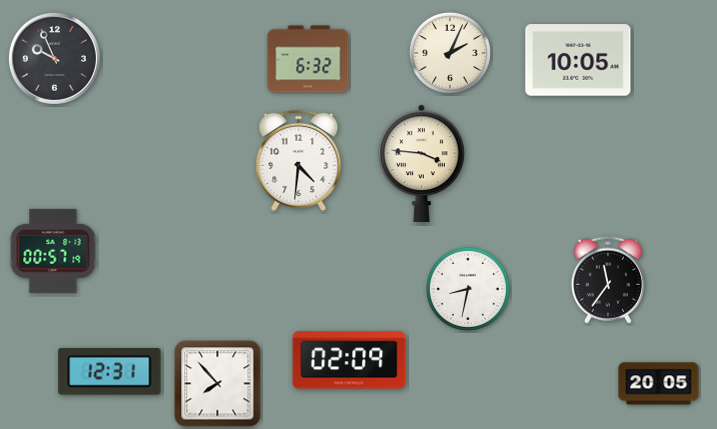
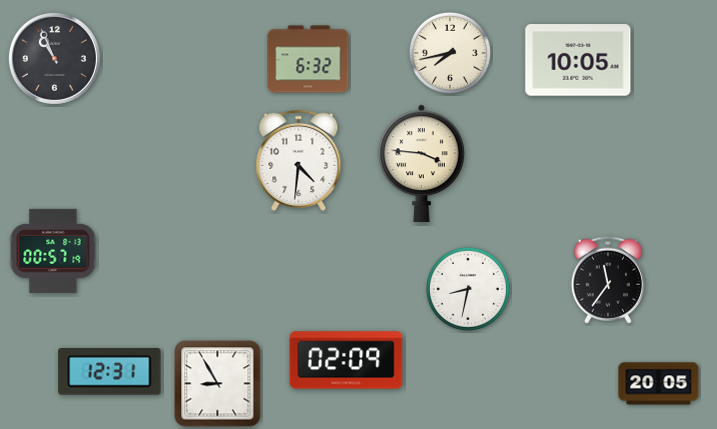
clock at (450, 53): 2:04 -> 7:43
clock at (54, 58): 9:56 -> 10:56
clock at (349, 360) position: (349, 360) -> (346, 360)
clock at (218, 384): 7:53 -> 8:55
